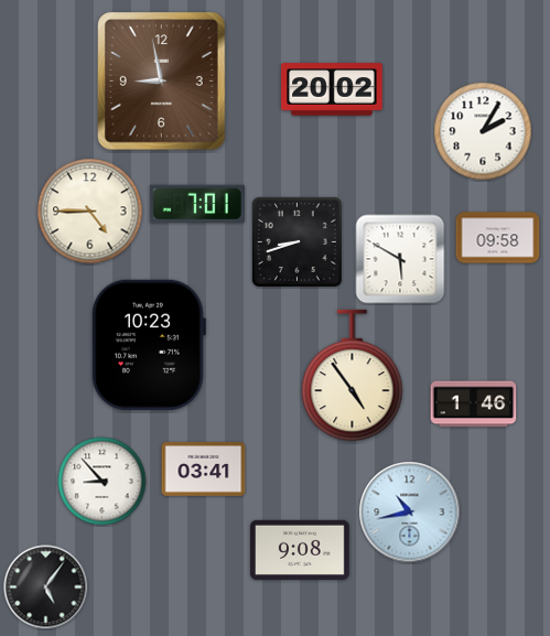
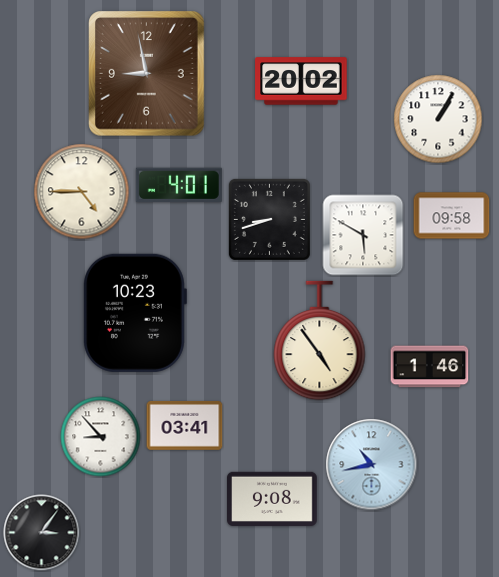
clock at (483, 131): 2:05 -> 1:05
clock at (197, 204): 7:01 -> 4:01
clock at (103, 482) position: (103, 482) -> (101, 437)
clock at (46, 588): 5:06 -> 3:06
